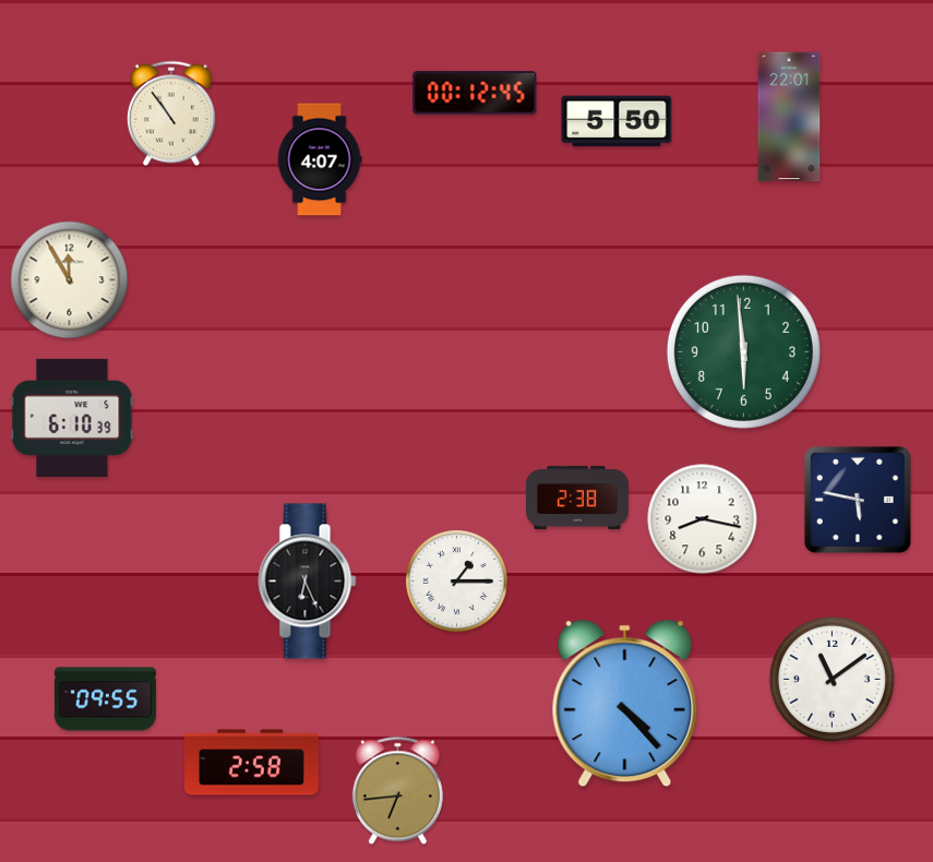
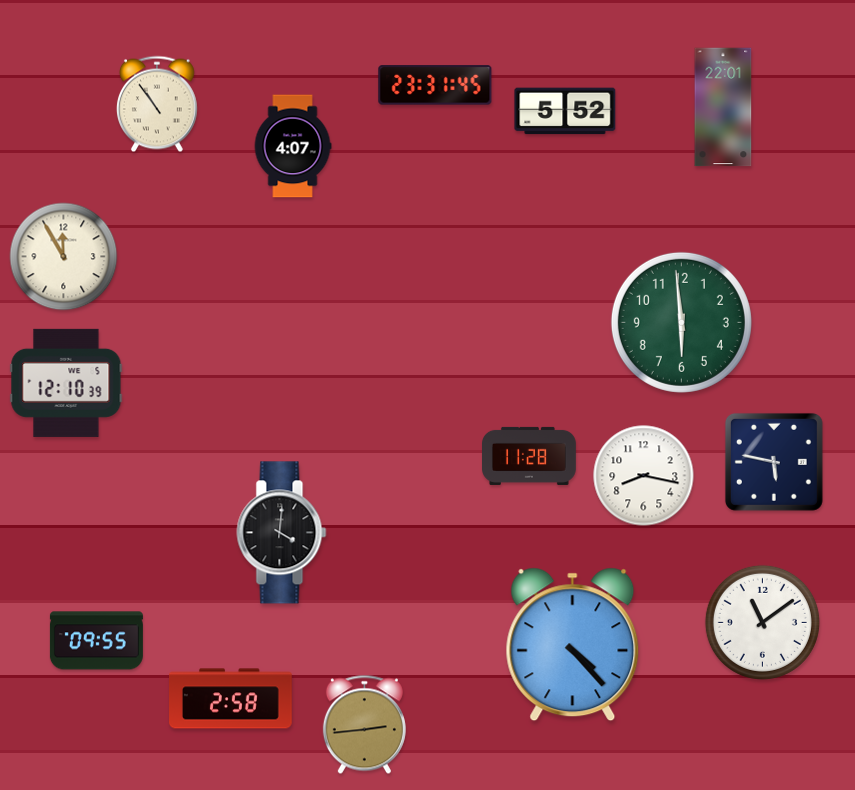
clock at (475, 93): 00:12 -> 23:31
clock at (617, 121): 5:50 -> 5:52
clock at (72, 418): 6:10 -> 12:10
clock at (578, 498): 2:38 -> 11:28
clock at (858, 500) position: (858, 500) -> (774, 462)
clock at (308, 582): 6:26 -> 4:01
clock at (457, 582): 1:15 -> none
clock at (397, 791): 6:44 -> 2:44
